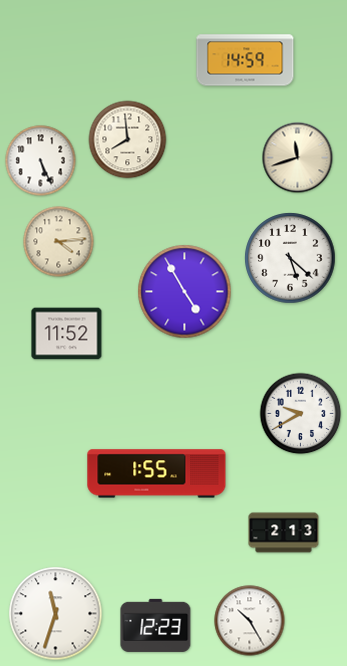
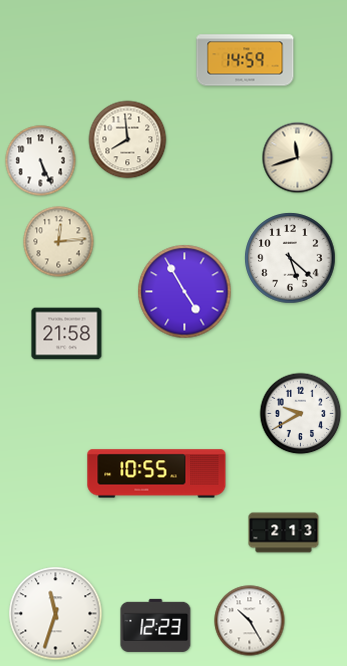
clock at (59, 242): 4:14 -> 12:14
clock at (67, 334): 11:52 -> 21:58
clock at (157, 474): 1:55 -> 10:55
